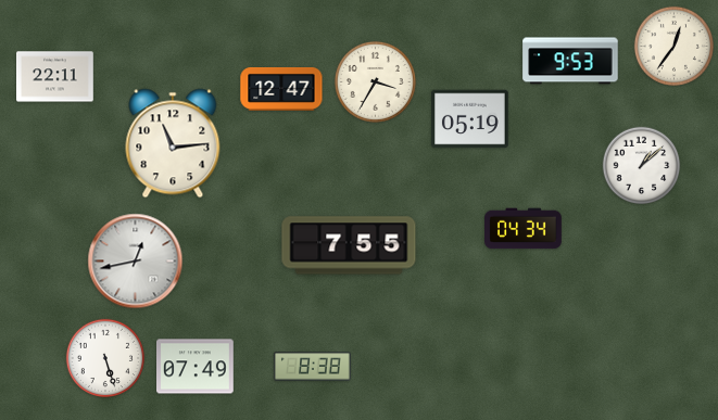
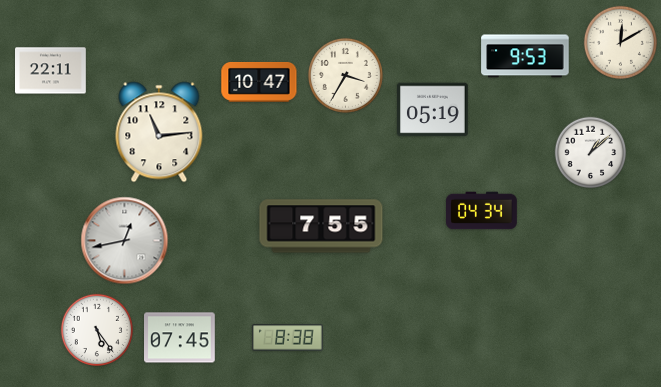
clock at (673, 46): 12:36 -> 12:10
clock at (281, 89): 12:47 -> 10:47
clock at (104, 357): 5:27 -> 5:24
clock at (196, 367): 07:49 -> 07:45
